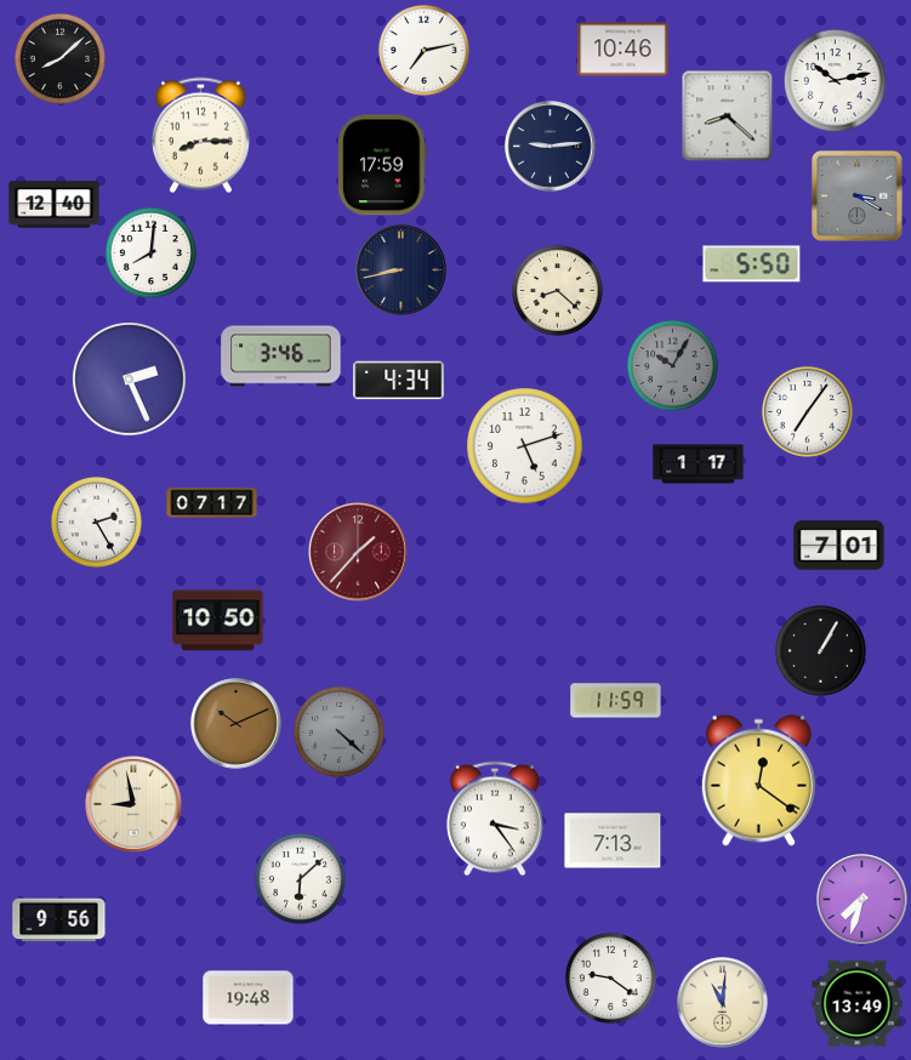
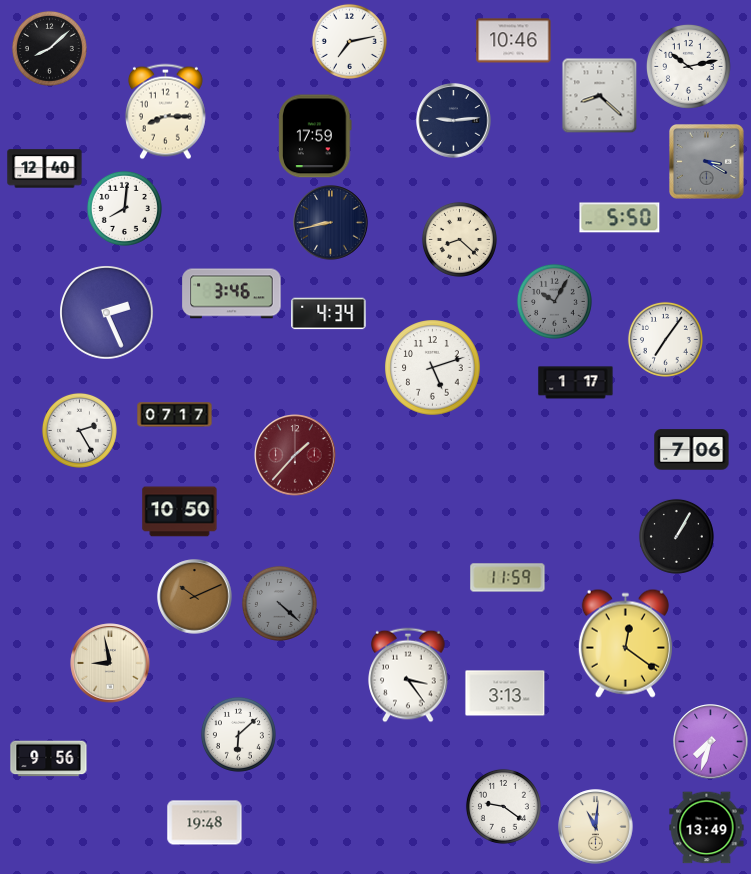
clock at (839, 546): 7:01 -> 7:06
clock at (613, 840): 7:13 -> 3:13
clock at (300, 878) position: (300, 878) -> (238, 734)
